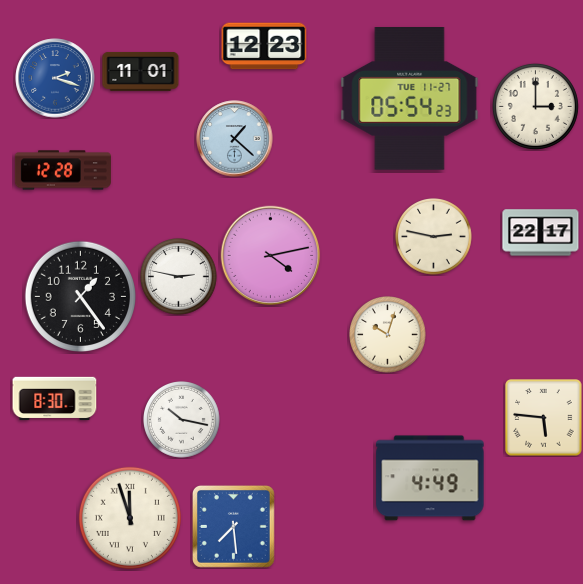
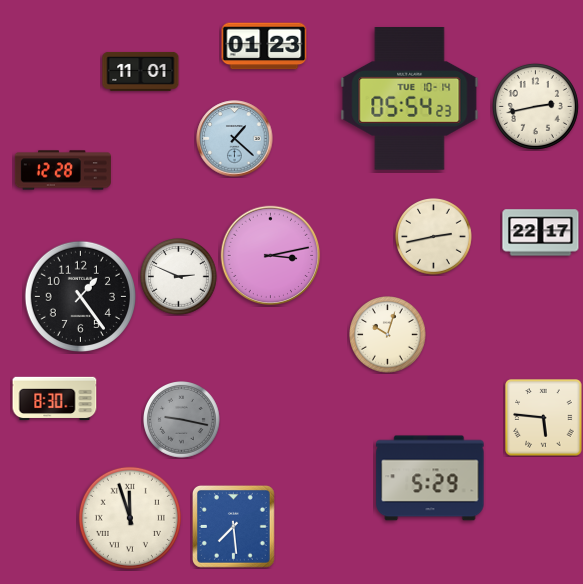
clock at (264, 46): 12:23 -> 01:23
clock at (55, 78): 2:18 -> none
clock at (410, 99) date: TUE 11-27 -> TUE 10-14
clock at (535, 106): 3:00 -> 2:43
clock at (434, 237): 2:47 -> 2:43
clock at (271, 256): 4:13 -> 3:13
clock at (179, 277): 2:47 -> 2:49
clock at (182, 420): 10:17 -> 9:17
clock at (182, 420) dial: white -> grey
clock at (430, 478): 4:49 -> 5:29
